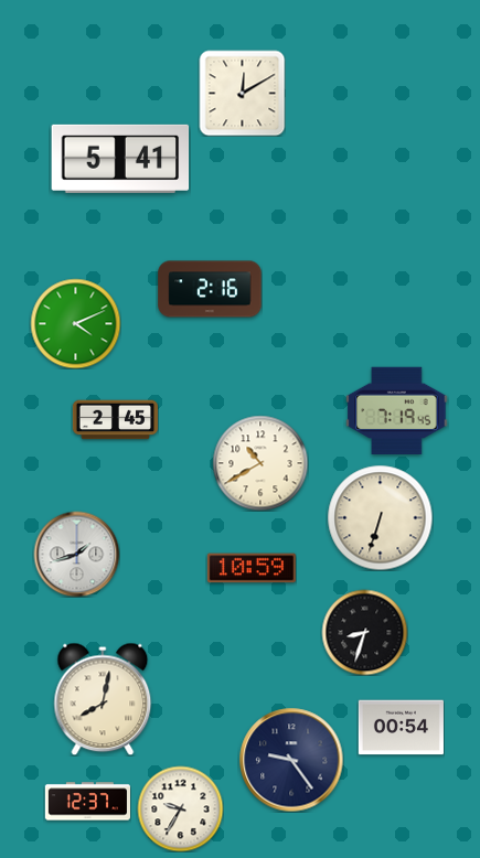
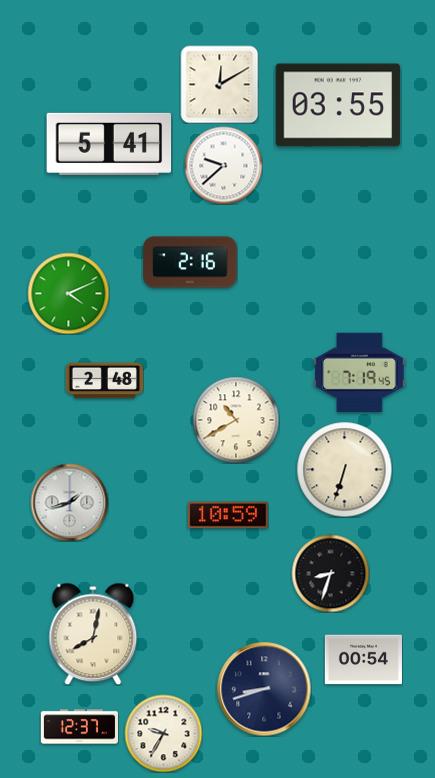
clock at (338, 105): none -> 03:55
clock at (223, 165): none -> 9:38
clock at (115, 420): 2:45 -> 2:48
clock at (291, 760): 9:24 -> 8:42
